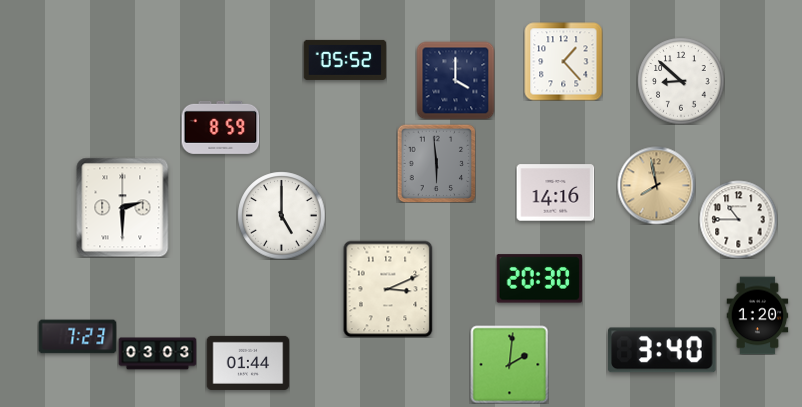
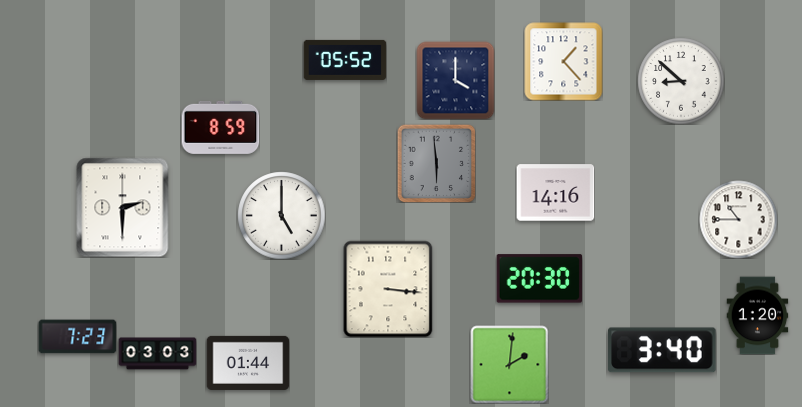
clock at (656, 185): 7:58 -> none
clock at (388, 289): 3:11 -> 3:16
